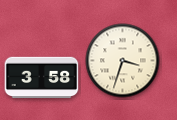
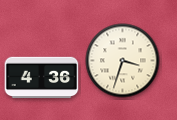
clock at (42, 78): 3:58 -> 4:36
